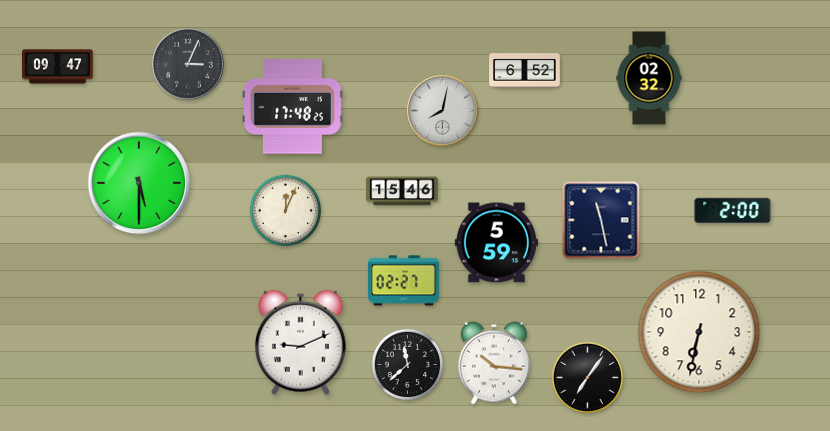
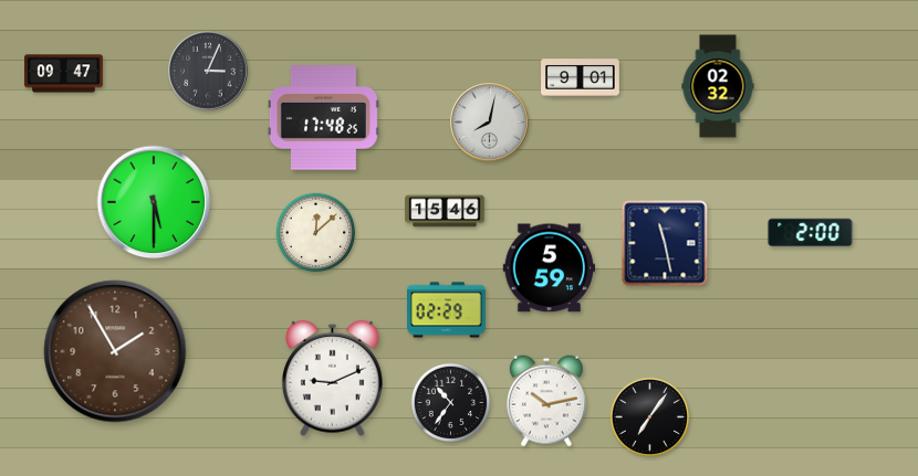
clock at (525, 71): 6:52 -> 9:01
clock at (286, 211): 12:04 -> 12:08
clock at (404, 281): 02:27 -> 02:29
clock at (115, 351): none -> 1:55
clock at (699, 332): 6:32 -> none
clock at (494, 363): 10:16 -> 10:13
clock at (408, 365): 11:38 -> 10:36
